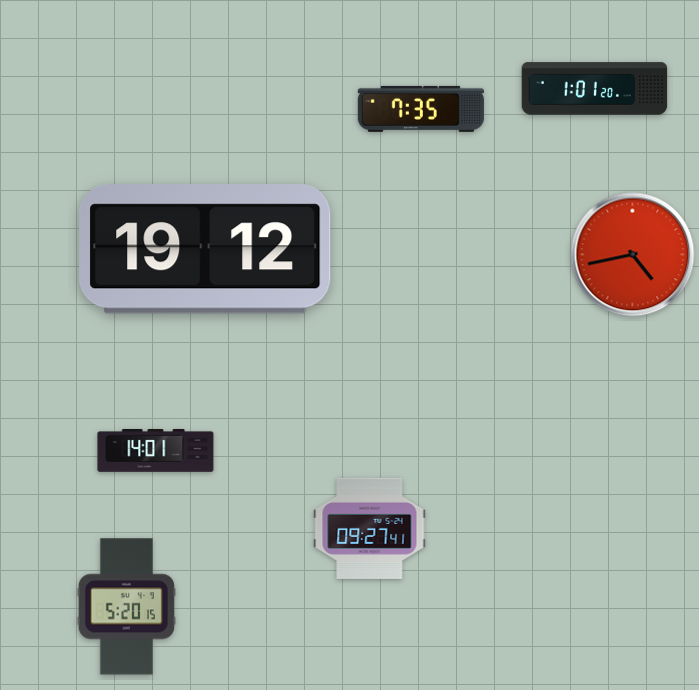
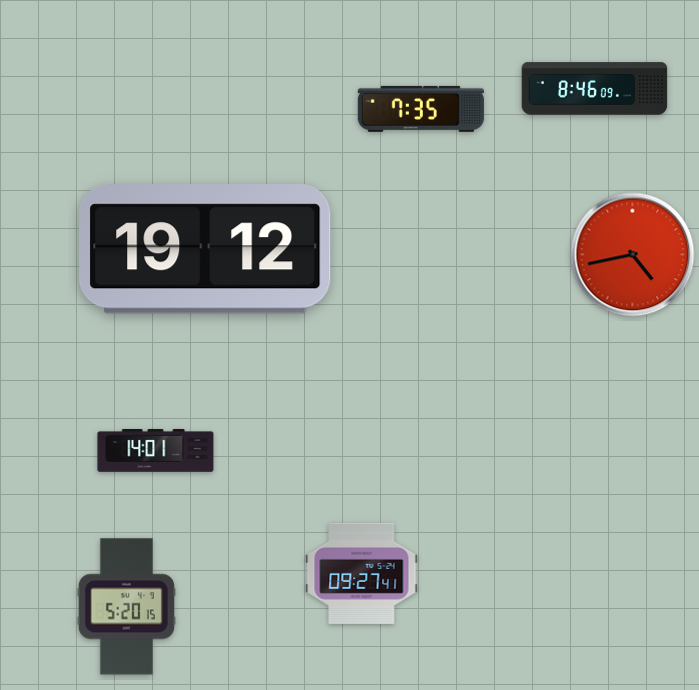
clock at (595, 89): 1:01 -> 8:46
clock at (370, 528) position: (370, 528) -> (362, 573)
